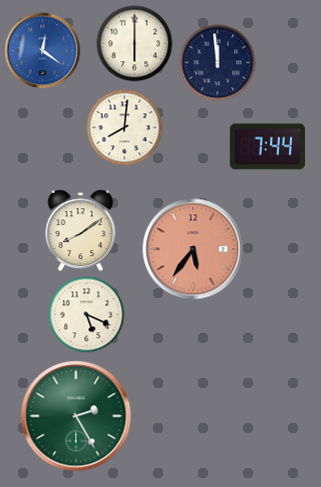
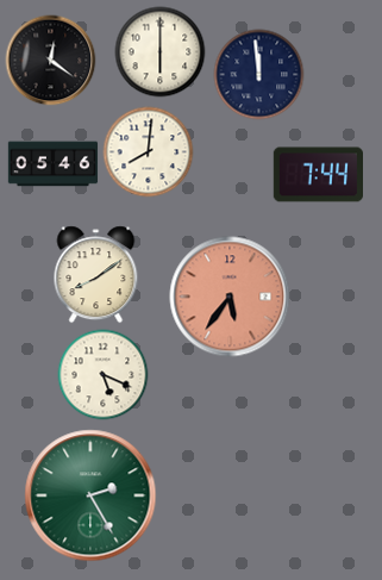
clock at (43, 51) dial: blue -> black
clock at (54, 164): none -> 05:46
